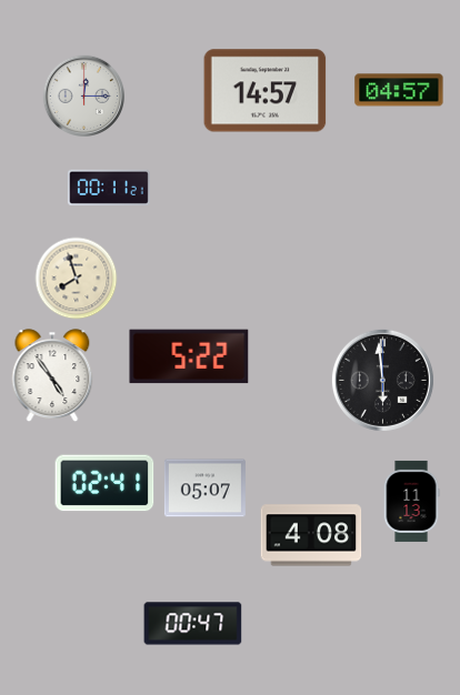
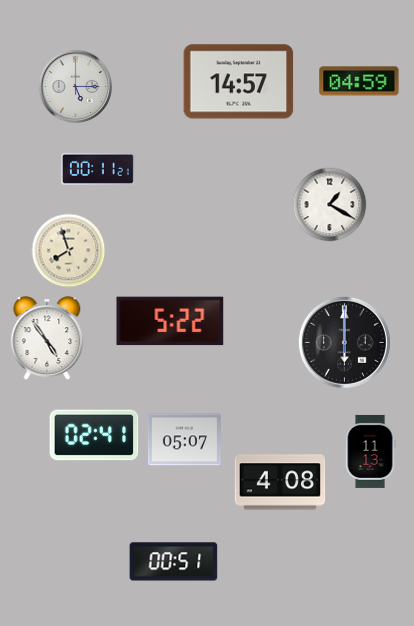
clock at (399, 90): 04:57 -> 04:59
clock at (83, 95): 12:15 -> 5:15
clock at (330, 205): none -> 1:20
clock at (382, 380): 5:59 -> 6:00
clock at (193, 624): 00:47 -> 00:51
